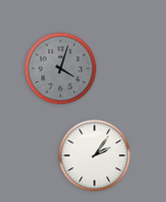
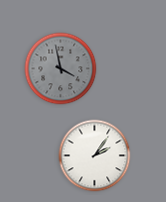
clock at (61, 69): 4:03 -> 3:58
